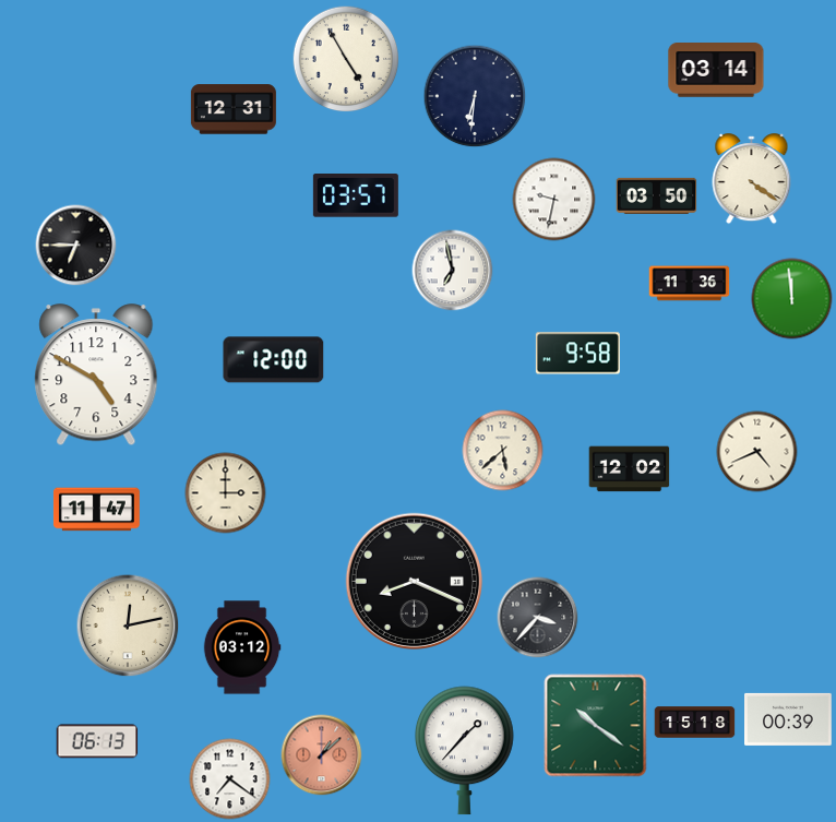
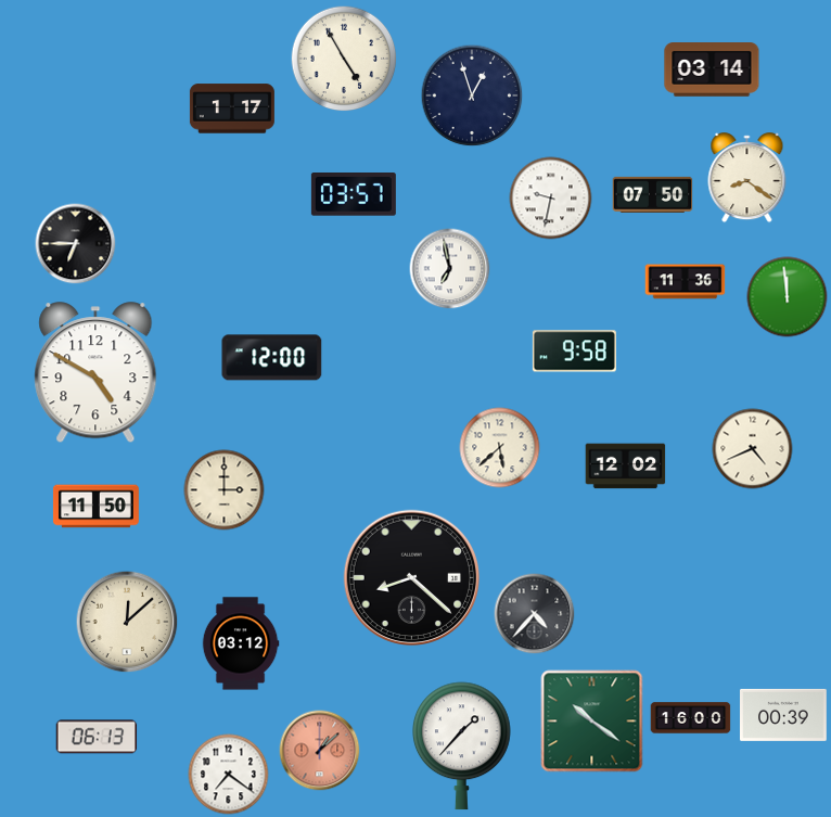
clock at (475, 96): 6:31 -> 12:57
clock at (234, 109): 12:31 -> 1:17
clock at (752, 179): 4:21 -> 8:21
clock at (657, 195): 03:50 -> 07:50
clock at (96, 510): 11:47 -> 11:50
clock at (414, 581): 8:19 -> 8:22
clock at (538, 618): 3:37 -> 4:37
clock at (128, 626): 12:13 -> 12:08
clock at (695, 723): 15:18 -> 16:00
